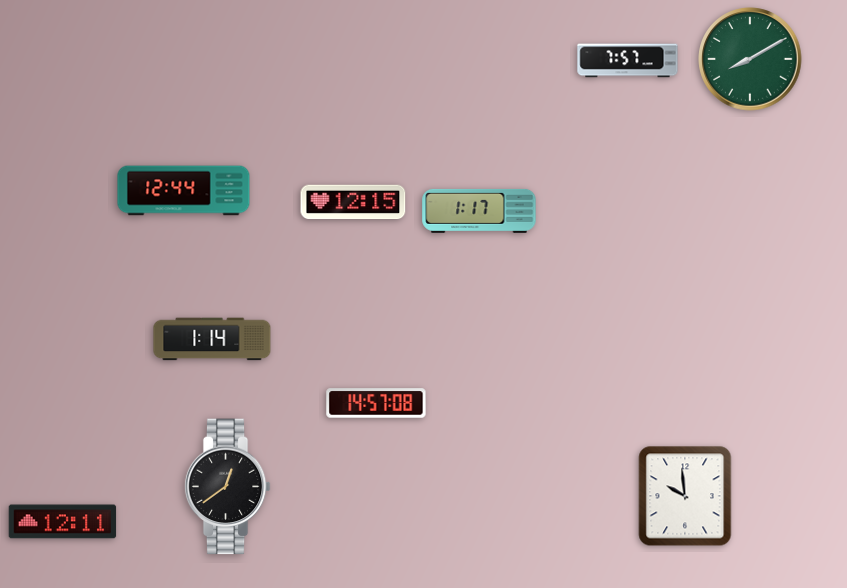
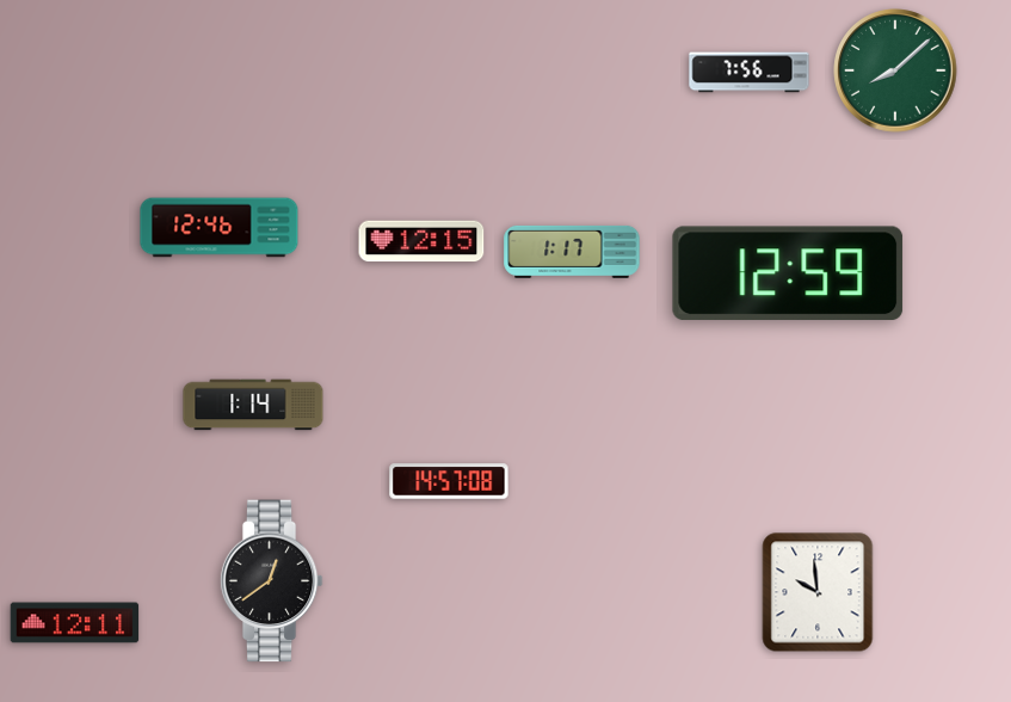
clock at (750, 59): 8:10 -> 8:08
clock at (628, 61): 7:57 -> 7:56
clock at (184, 191): 12:44 -> 12:46
clock at (788, 272): none -> 12:59
